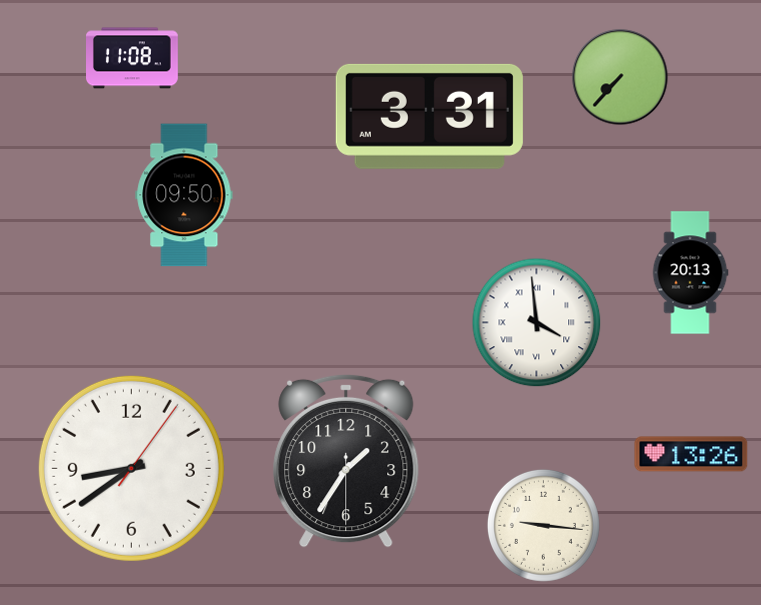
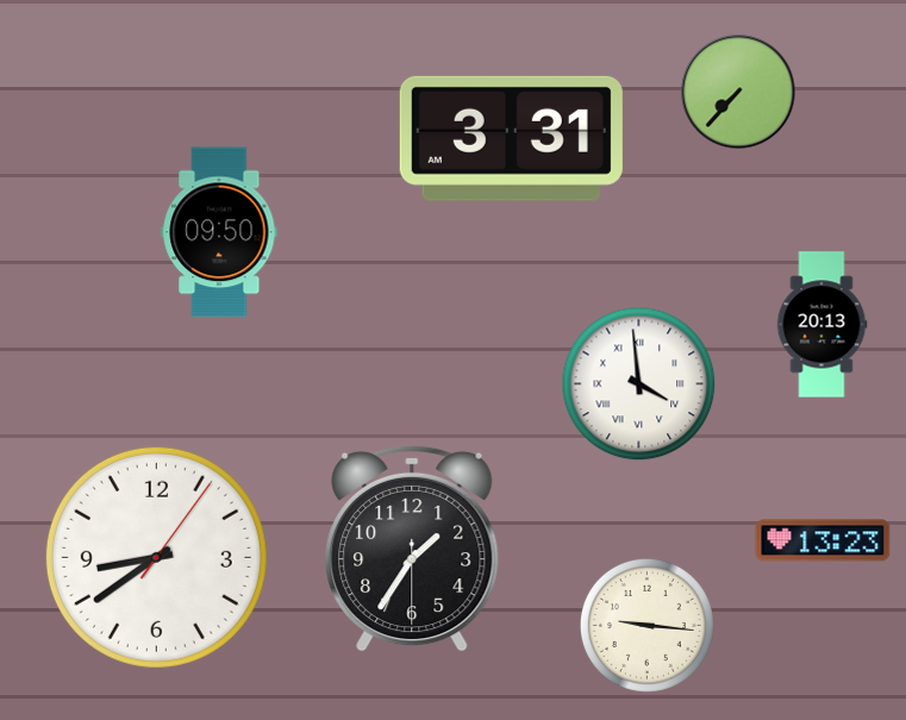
clock at (133, 58): 11:08 -> none
clock at (691, 454): 13:26 -> 13:23
